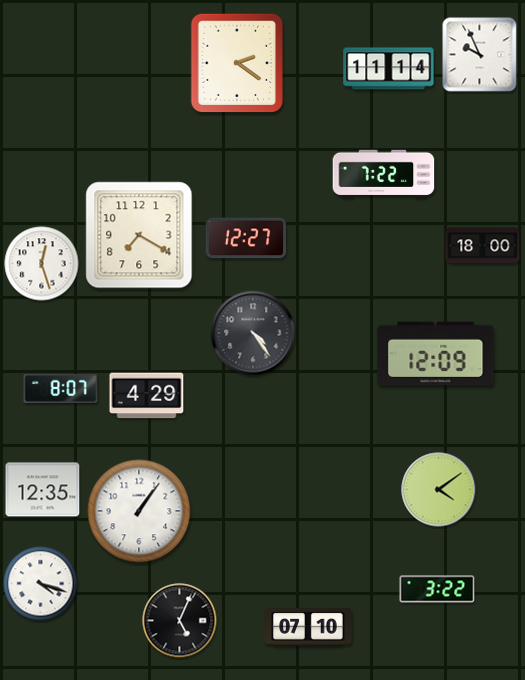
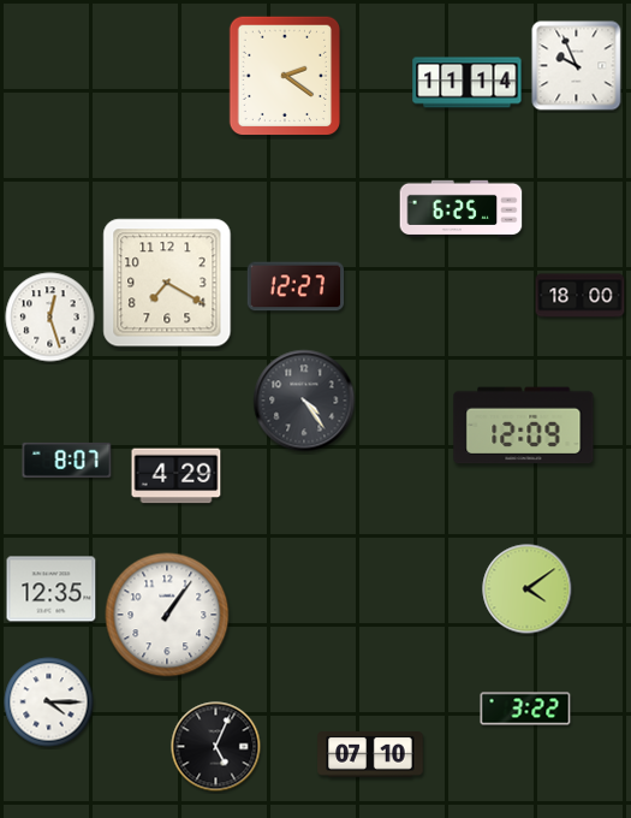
clock at (384, 174): 7:22 -> 6:25
clock at (61, 388) position: (61, 388) -> (67, 460)
clock at (41, 584): 4:18 -> 4:15
